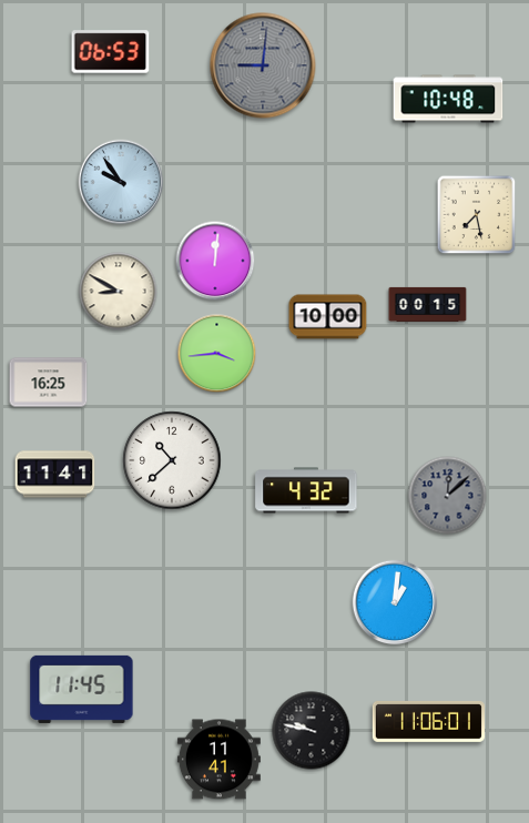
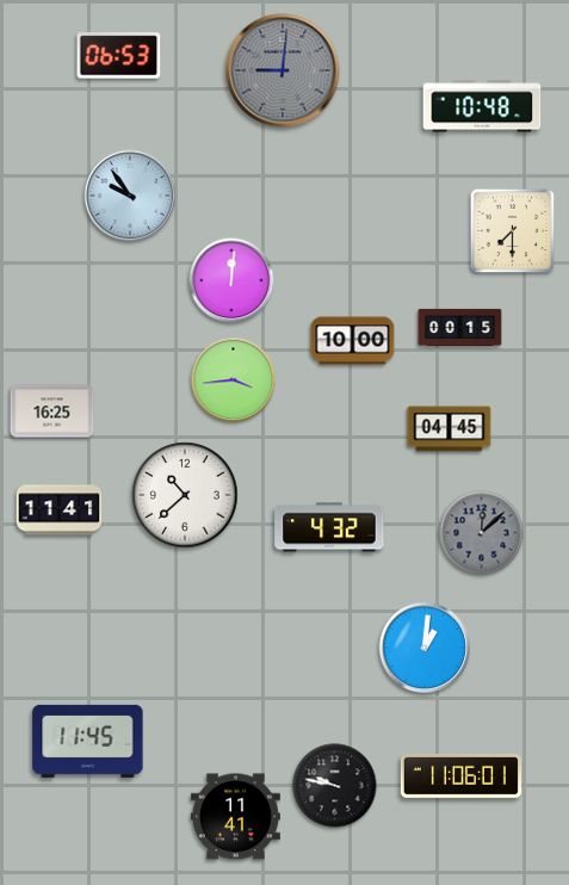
clock at (477, 215): 7:28 -> 7:30
clock at (119, 292): 8:50 -> none
clock at (450, 429): none -> 04:45
